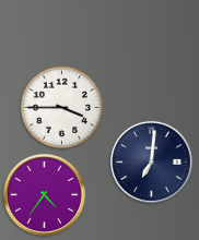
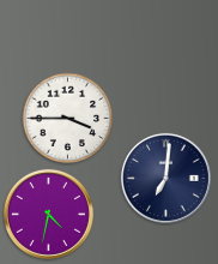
clock at (44, 194): 4:36 -> 4:32
